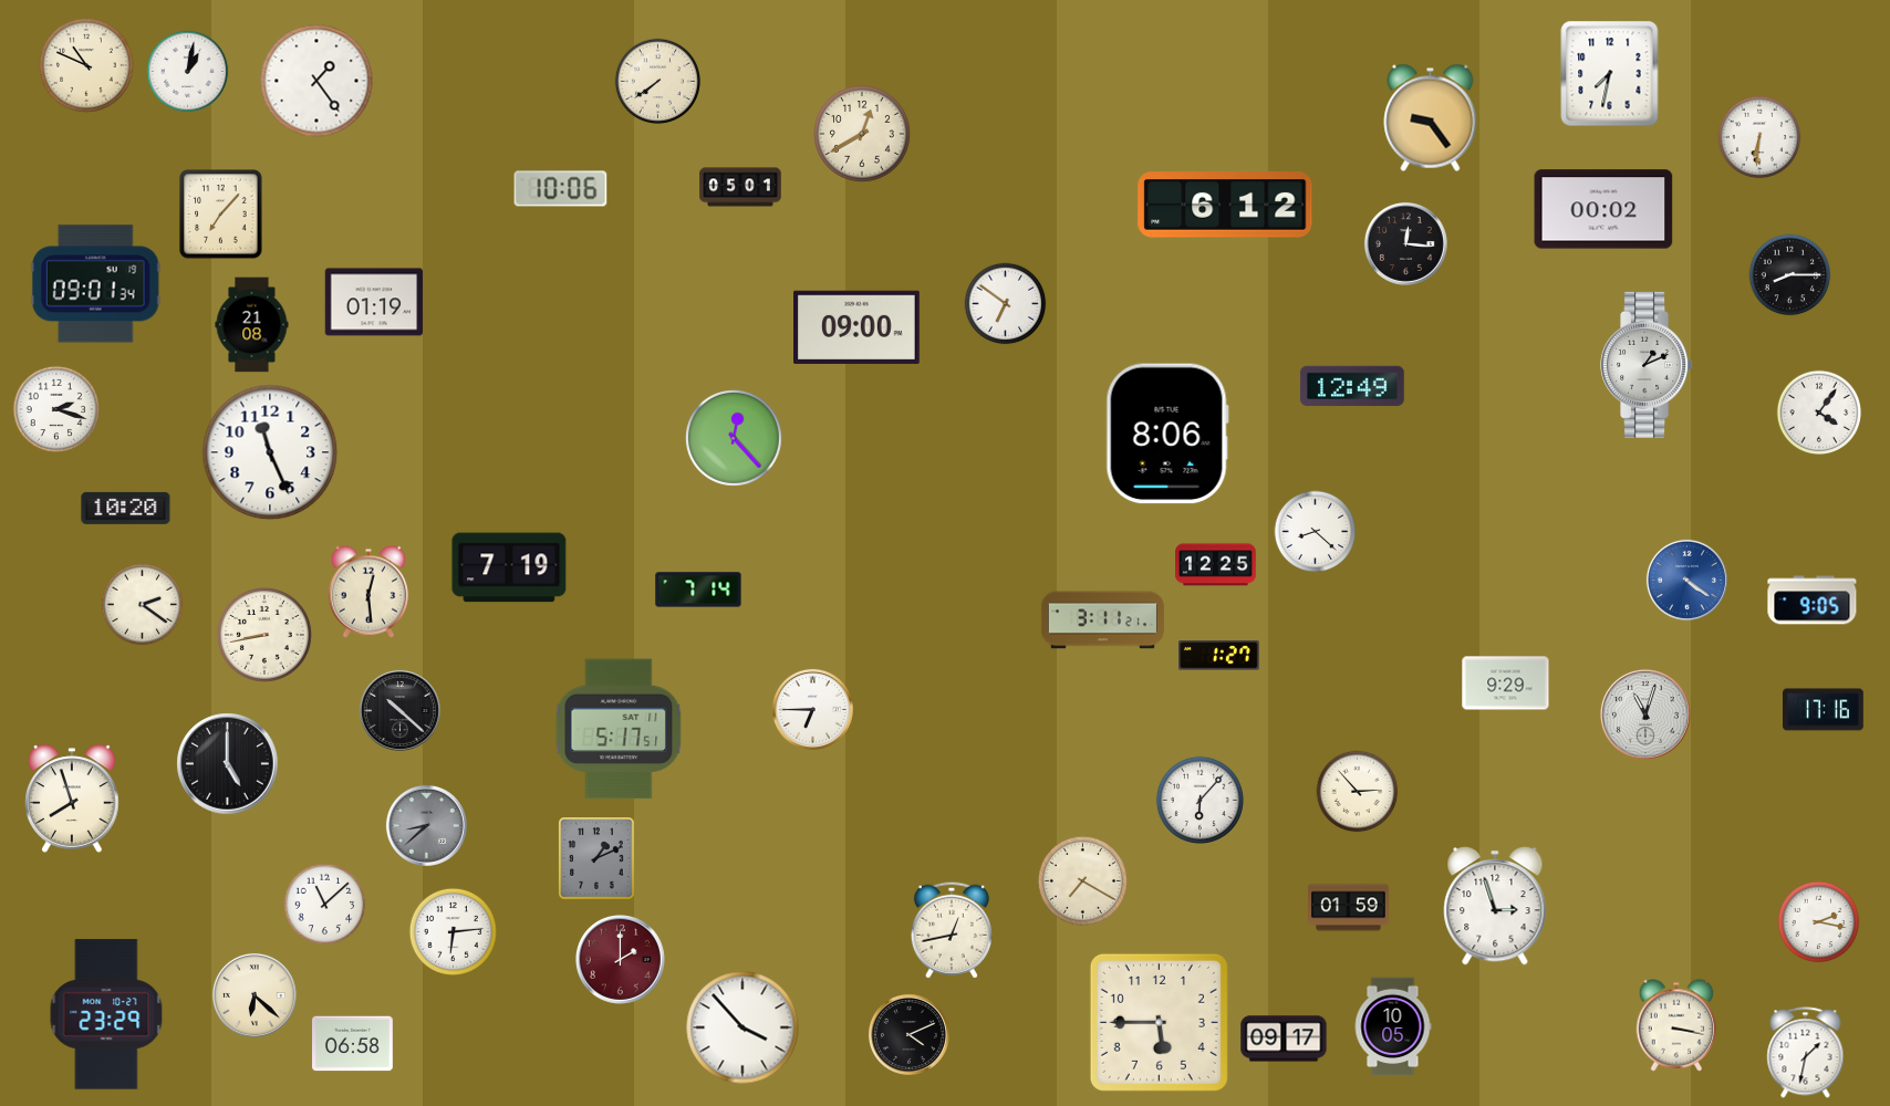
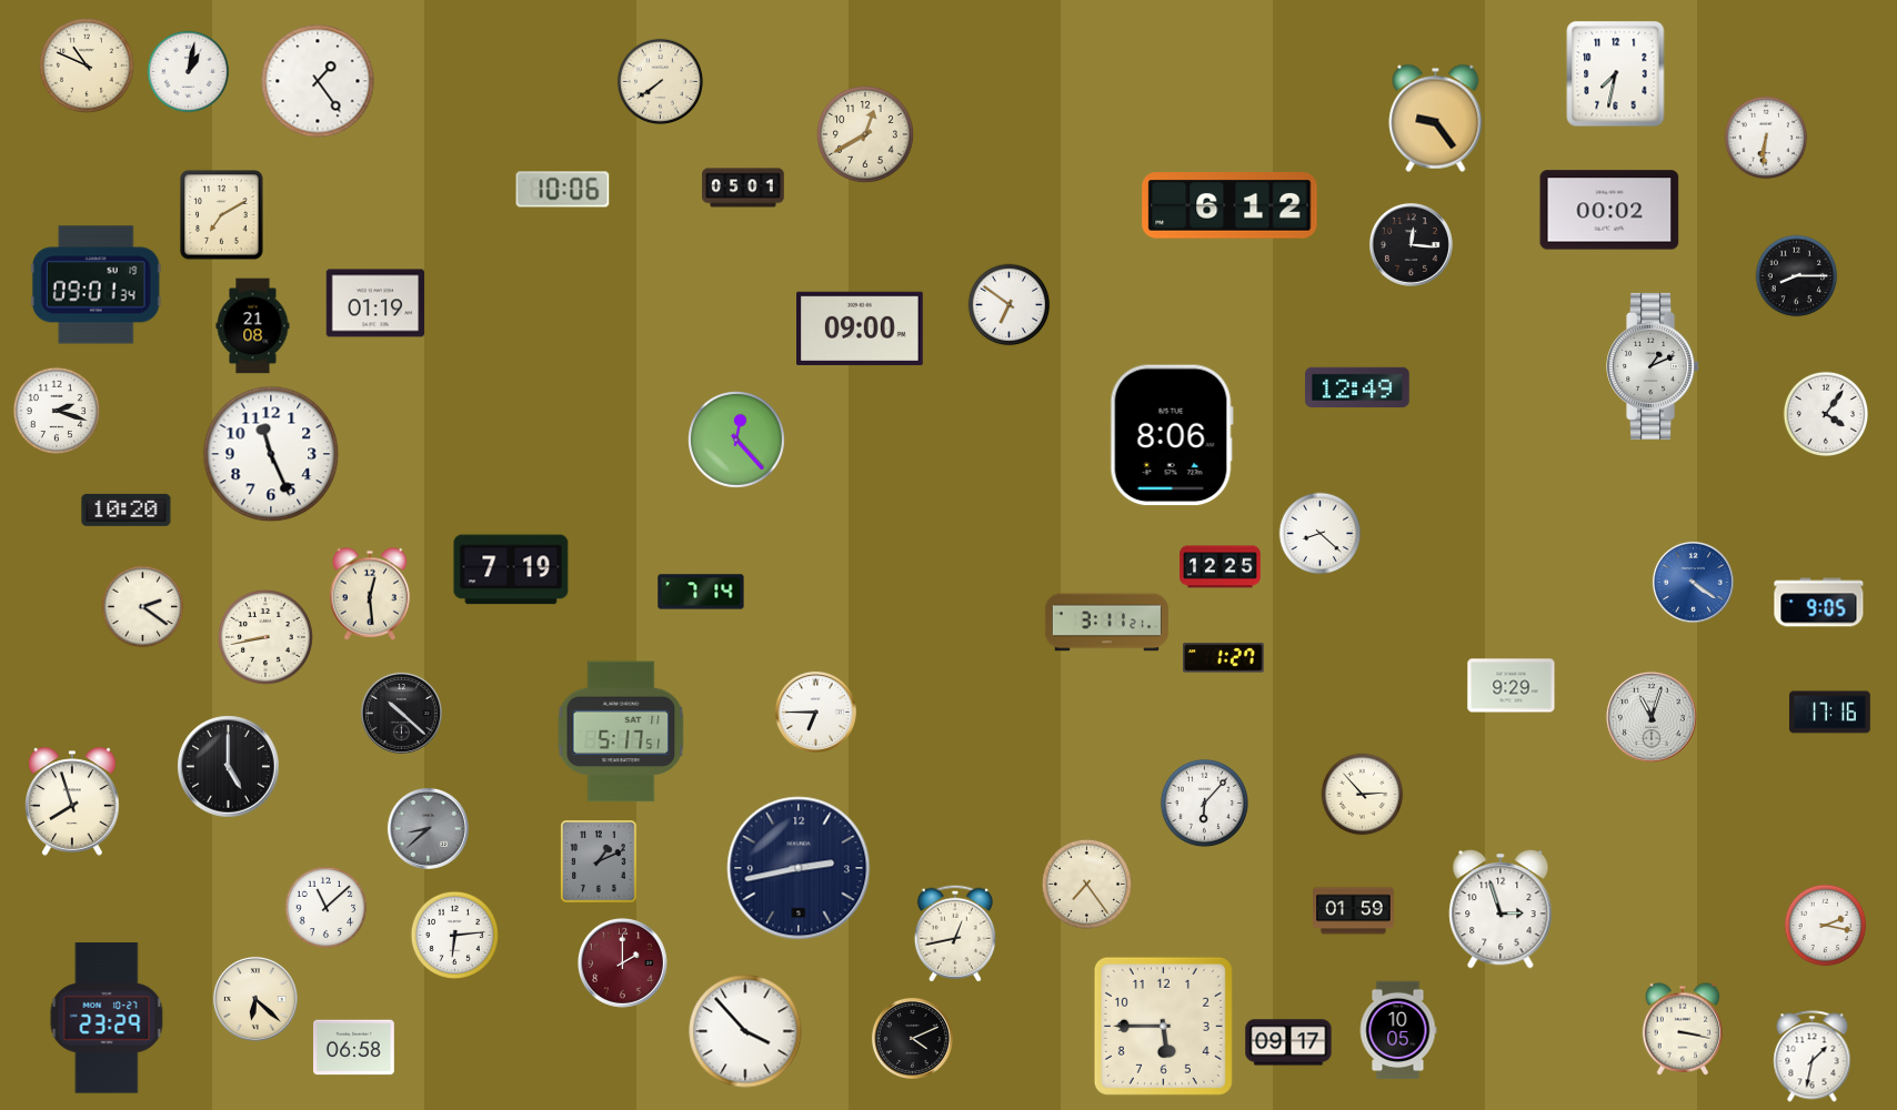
clock at (221, 215): 7:07 -> 7:10
clock at (799, 868): none -> 2:43
clock at (1082, 880): 7:20 -> 7:24
